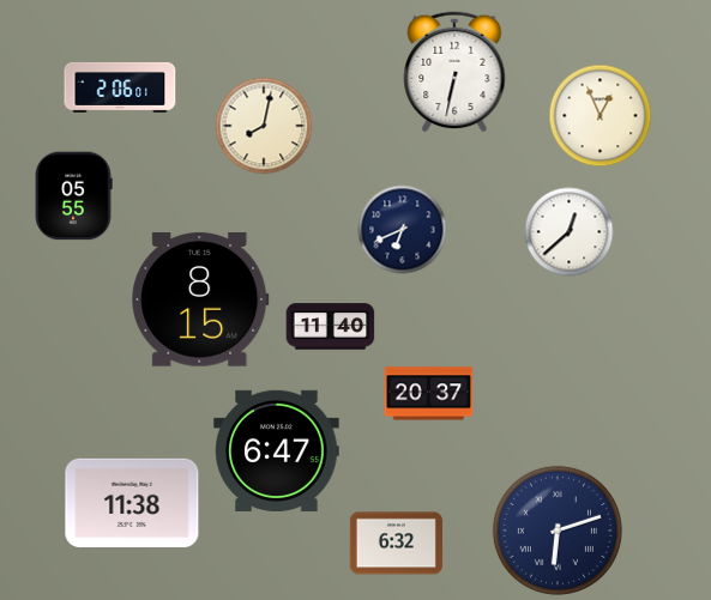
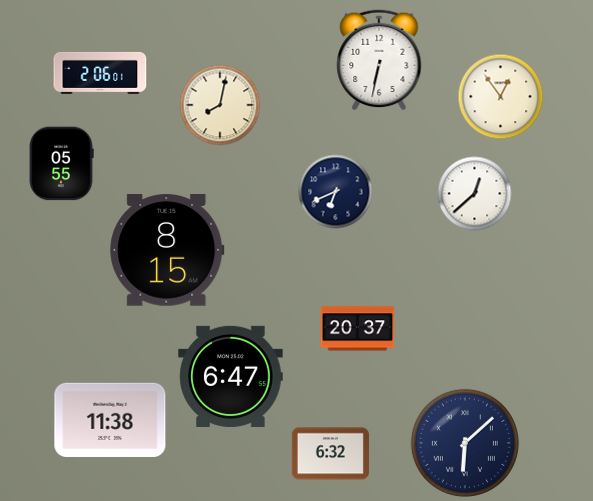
clock at (601, 116): 12:56 -> 12:54
clock at (331, 327): 11:40 -> none
clock at (558, 531): 6:12 -> 6:08
